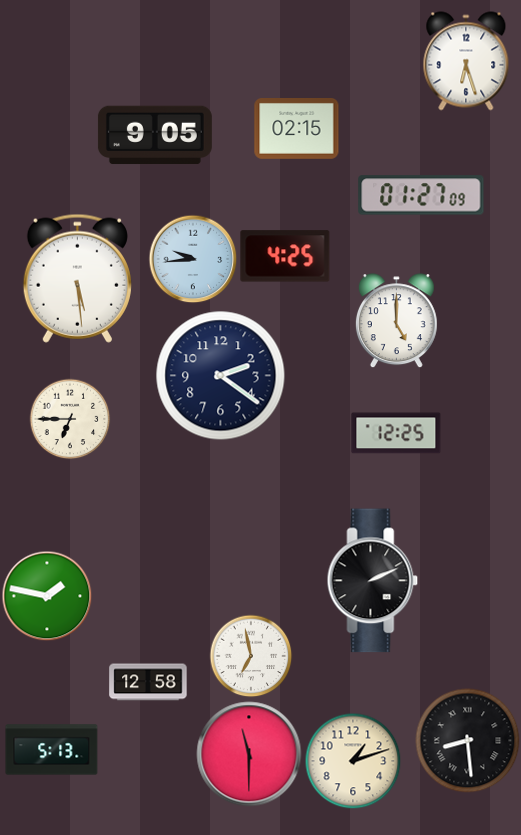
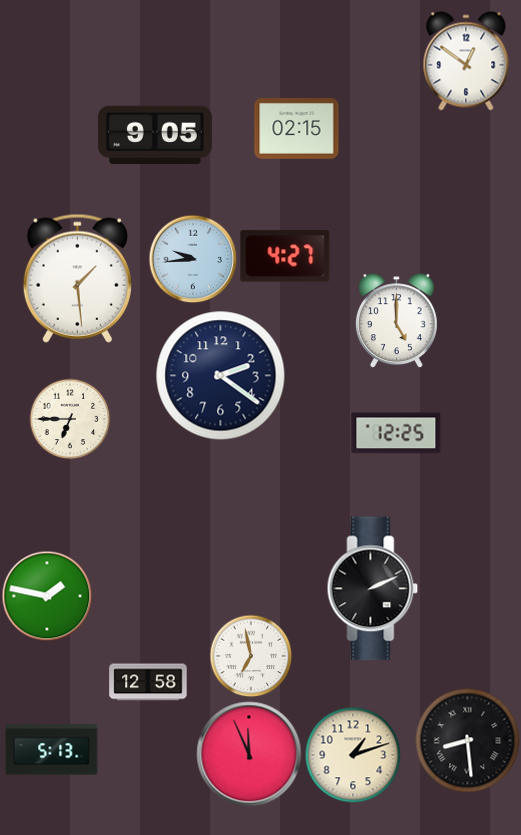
clock at (466, 61): 6:27 -> 12:51
clock at (421, 195): 01:27 -> none
clock at (285, 256): 4:25 -> 4:27
clock at (77, 278): 5:29 -> 1:29
clock at (373, 581) position: (373, 581) -> (373, 589)
clock at (249, 754): 11:30 -> 11:56
clock at (353, 761) position: (353, 761) -> (353, 755)
